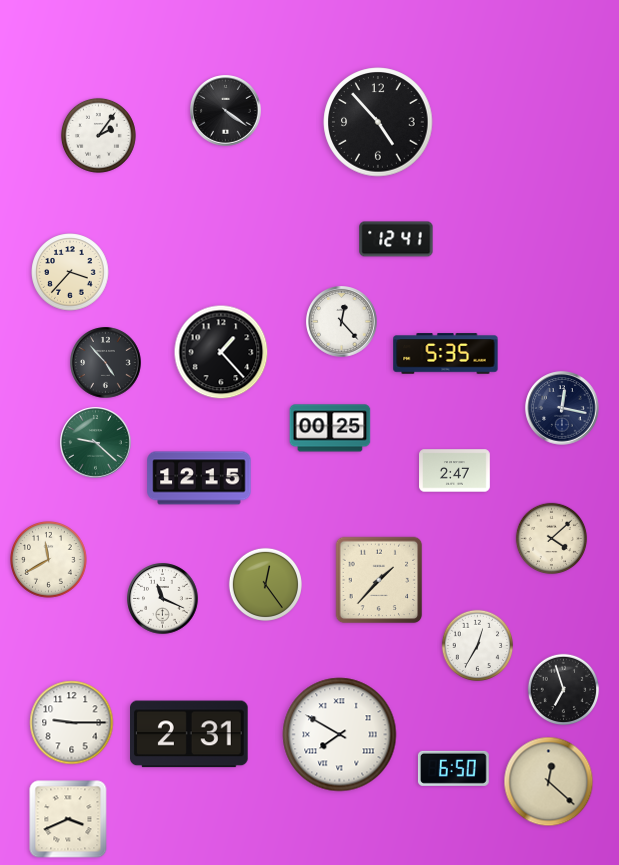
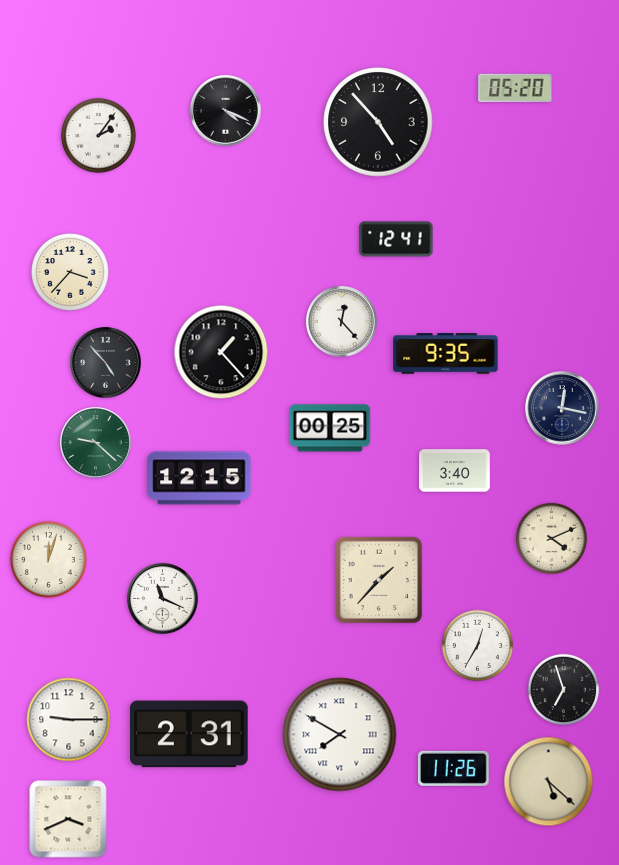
clock at (515, 87): none -> 05:20
clock at (226, 111): 4:21 -> 4:19
clock at (446, 354): 5:35 -> 9:35
clock at (455, 471): 2:47 -> 3:40
clock at (552, 539): 4:08 -> 4:11
clock at (49, 560): 11:40 -> 12:03
clock at (265, 584): 12:24 -> none
clock at (72, 723) position: (72, 723) -> (69, 720)
clock at (453, 768): 6:50 -> 11:26
clock at (549, 782): 12:22 -> 5:22
